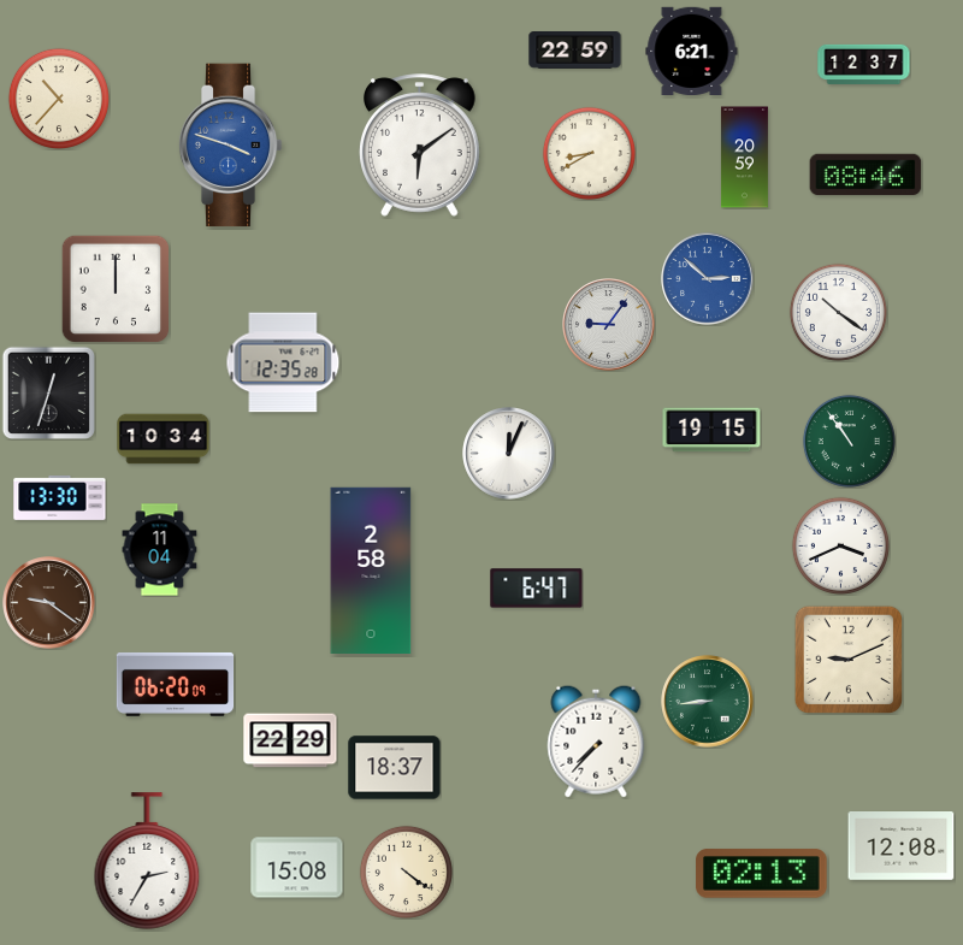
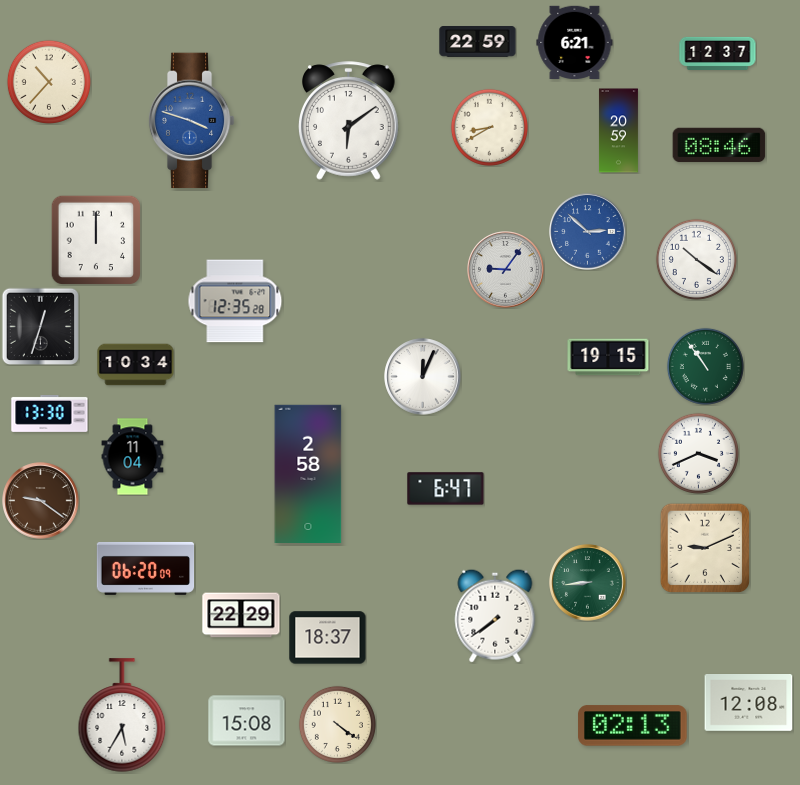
clock at (711, 430) position: (711, 430) -> (608, 357)
clock at (596, 742): 7:37 -> 7:39
clock at (147, 861): 2:35 -> 5:35
